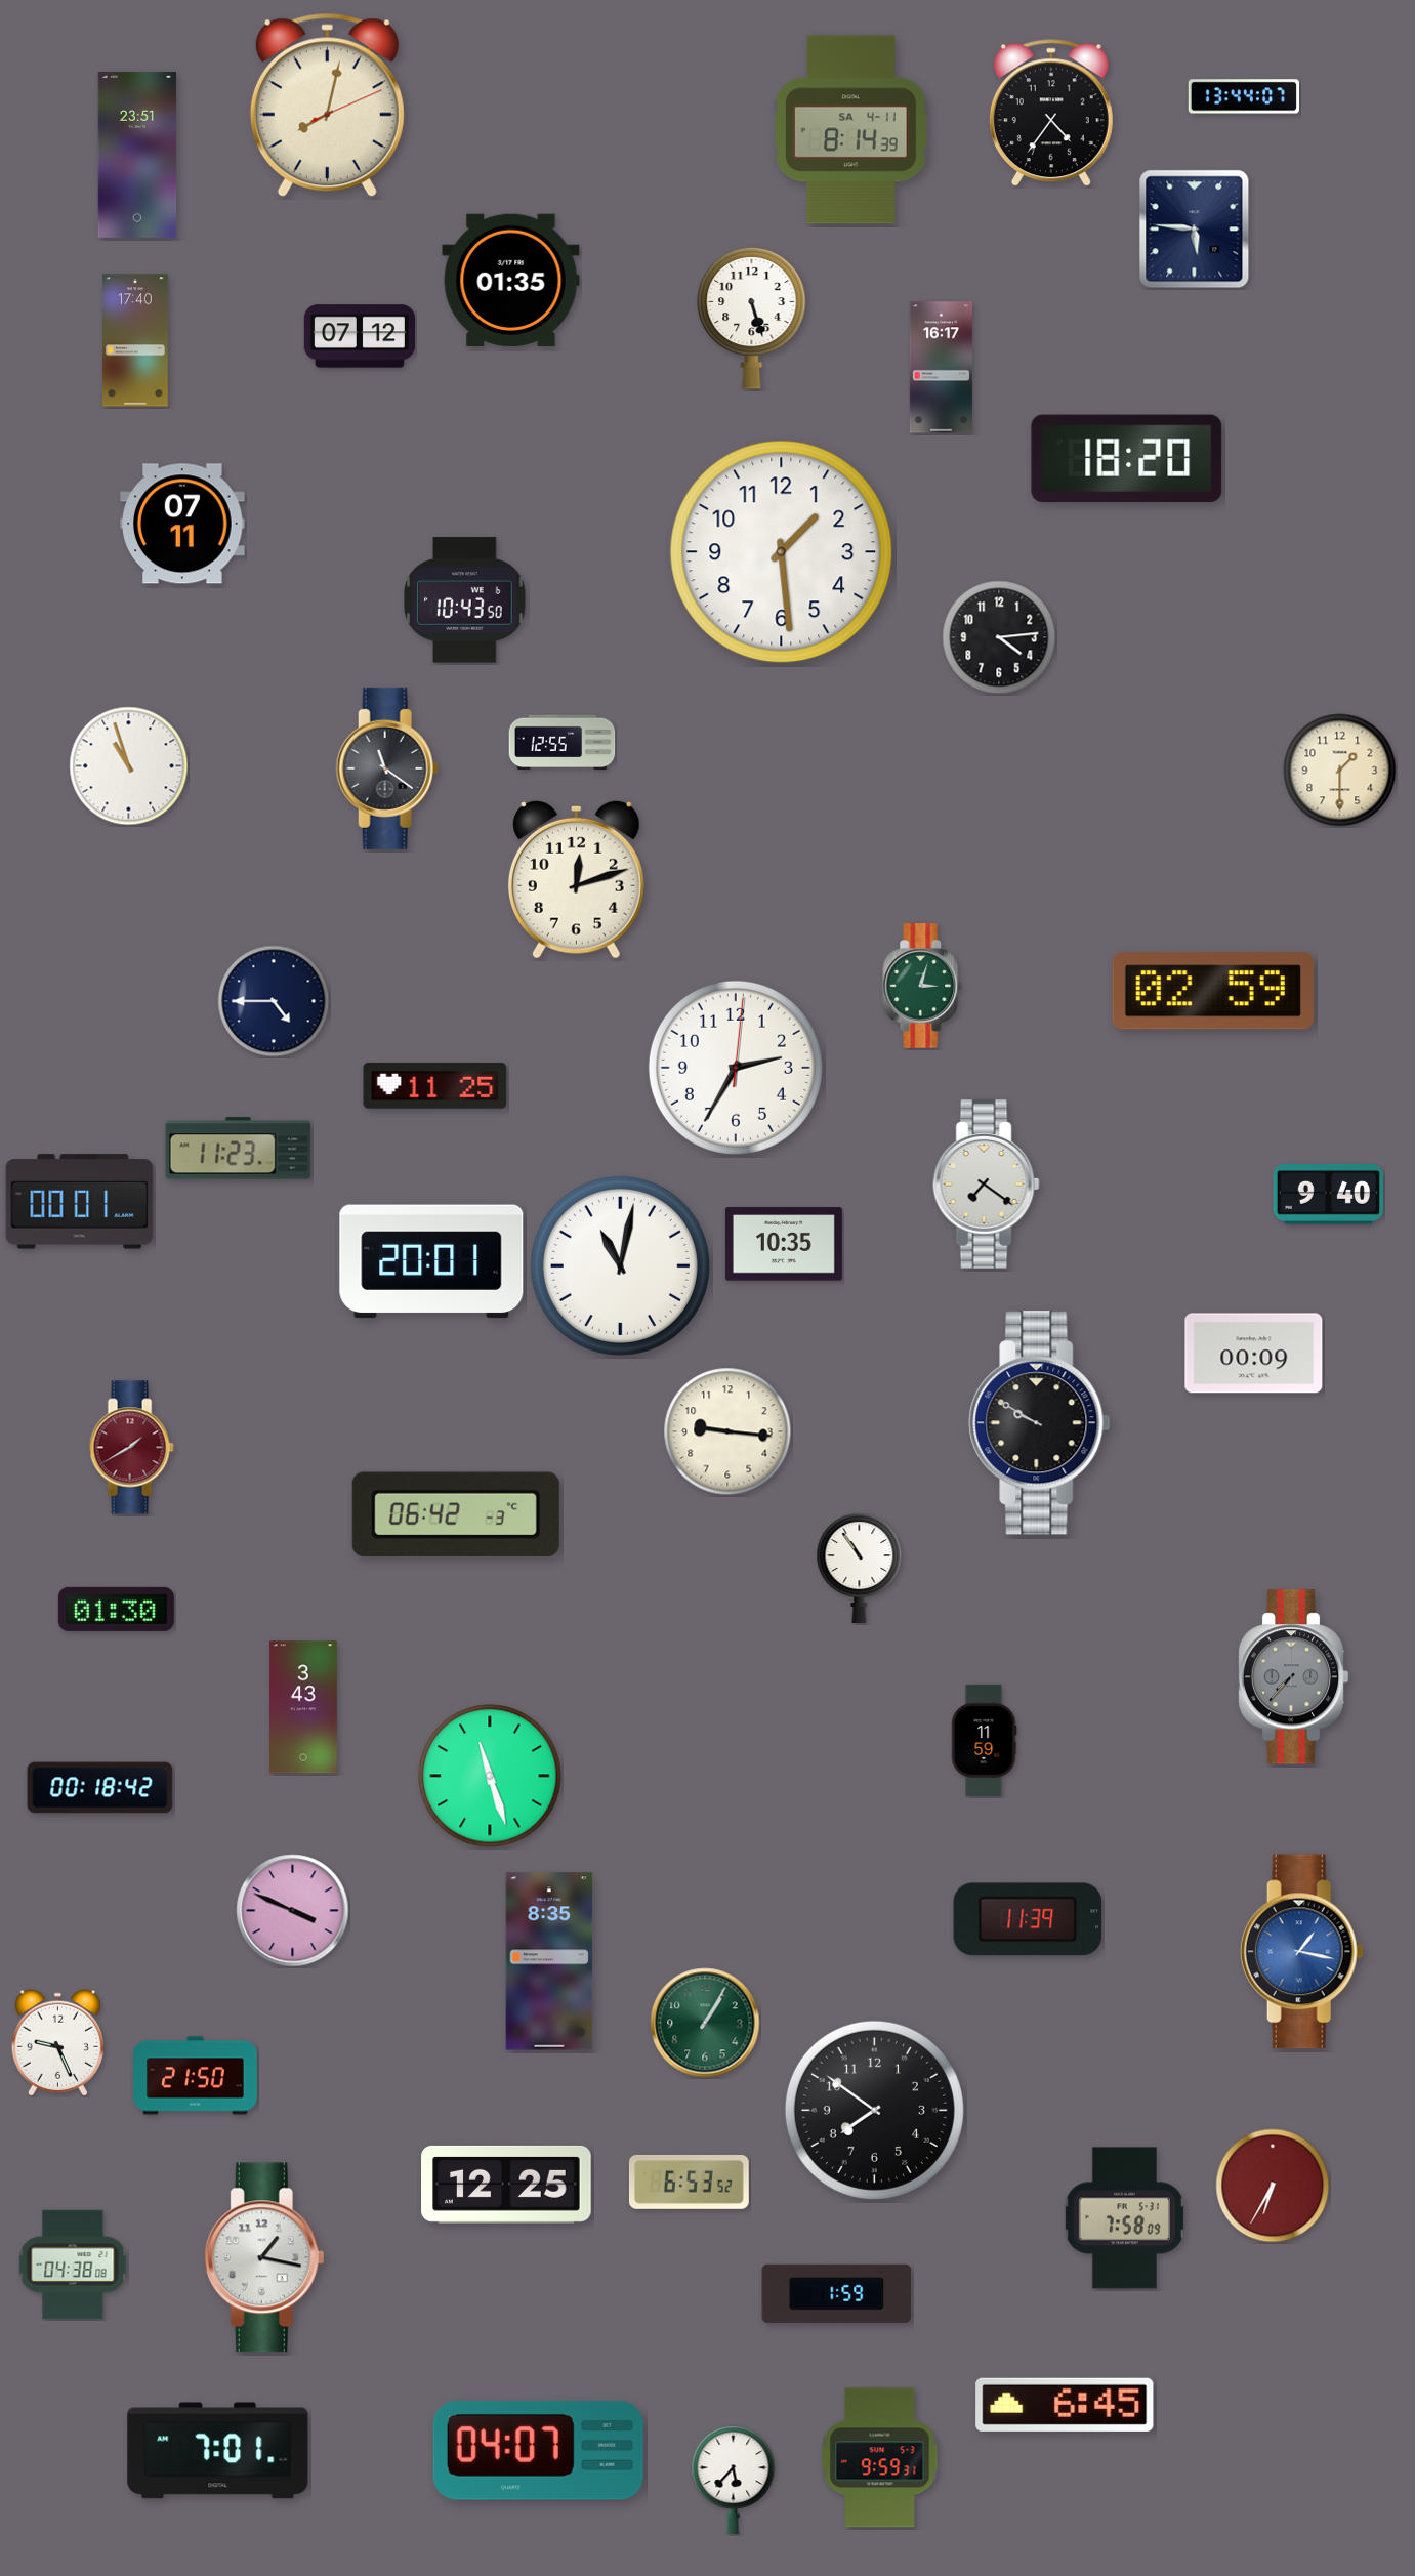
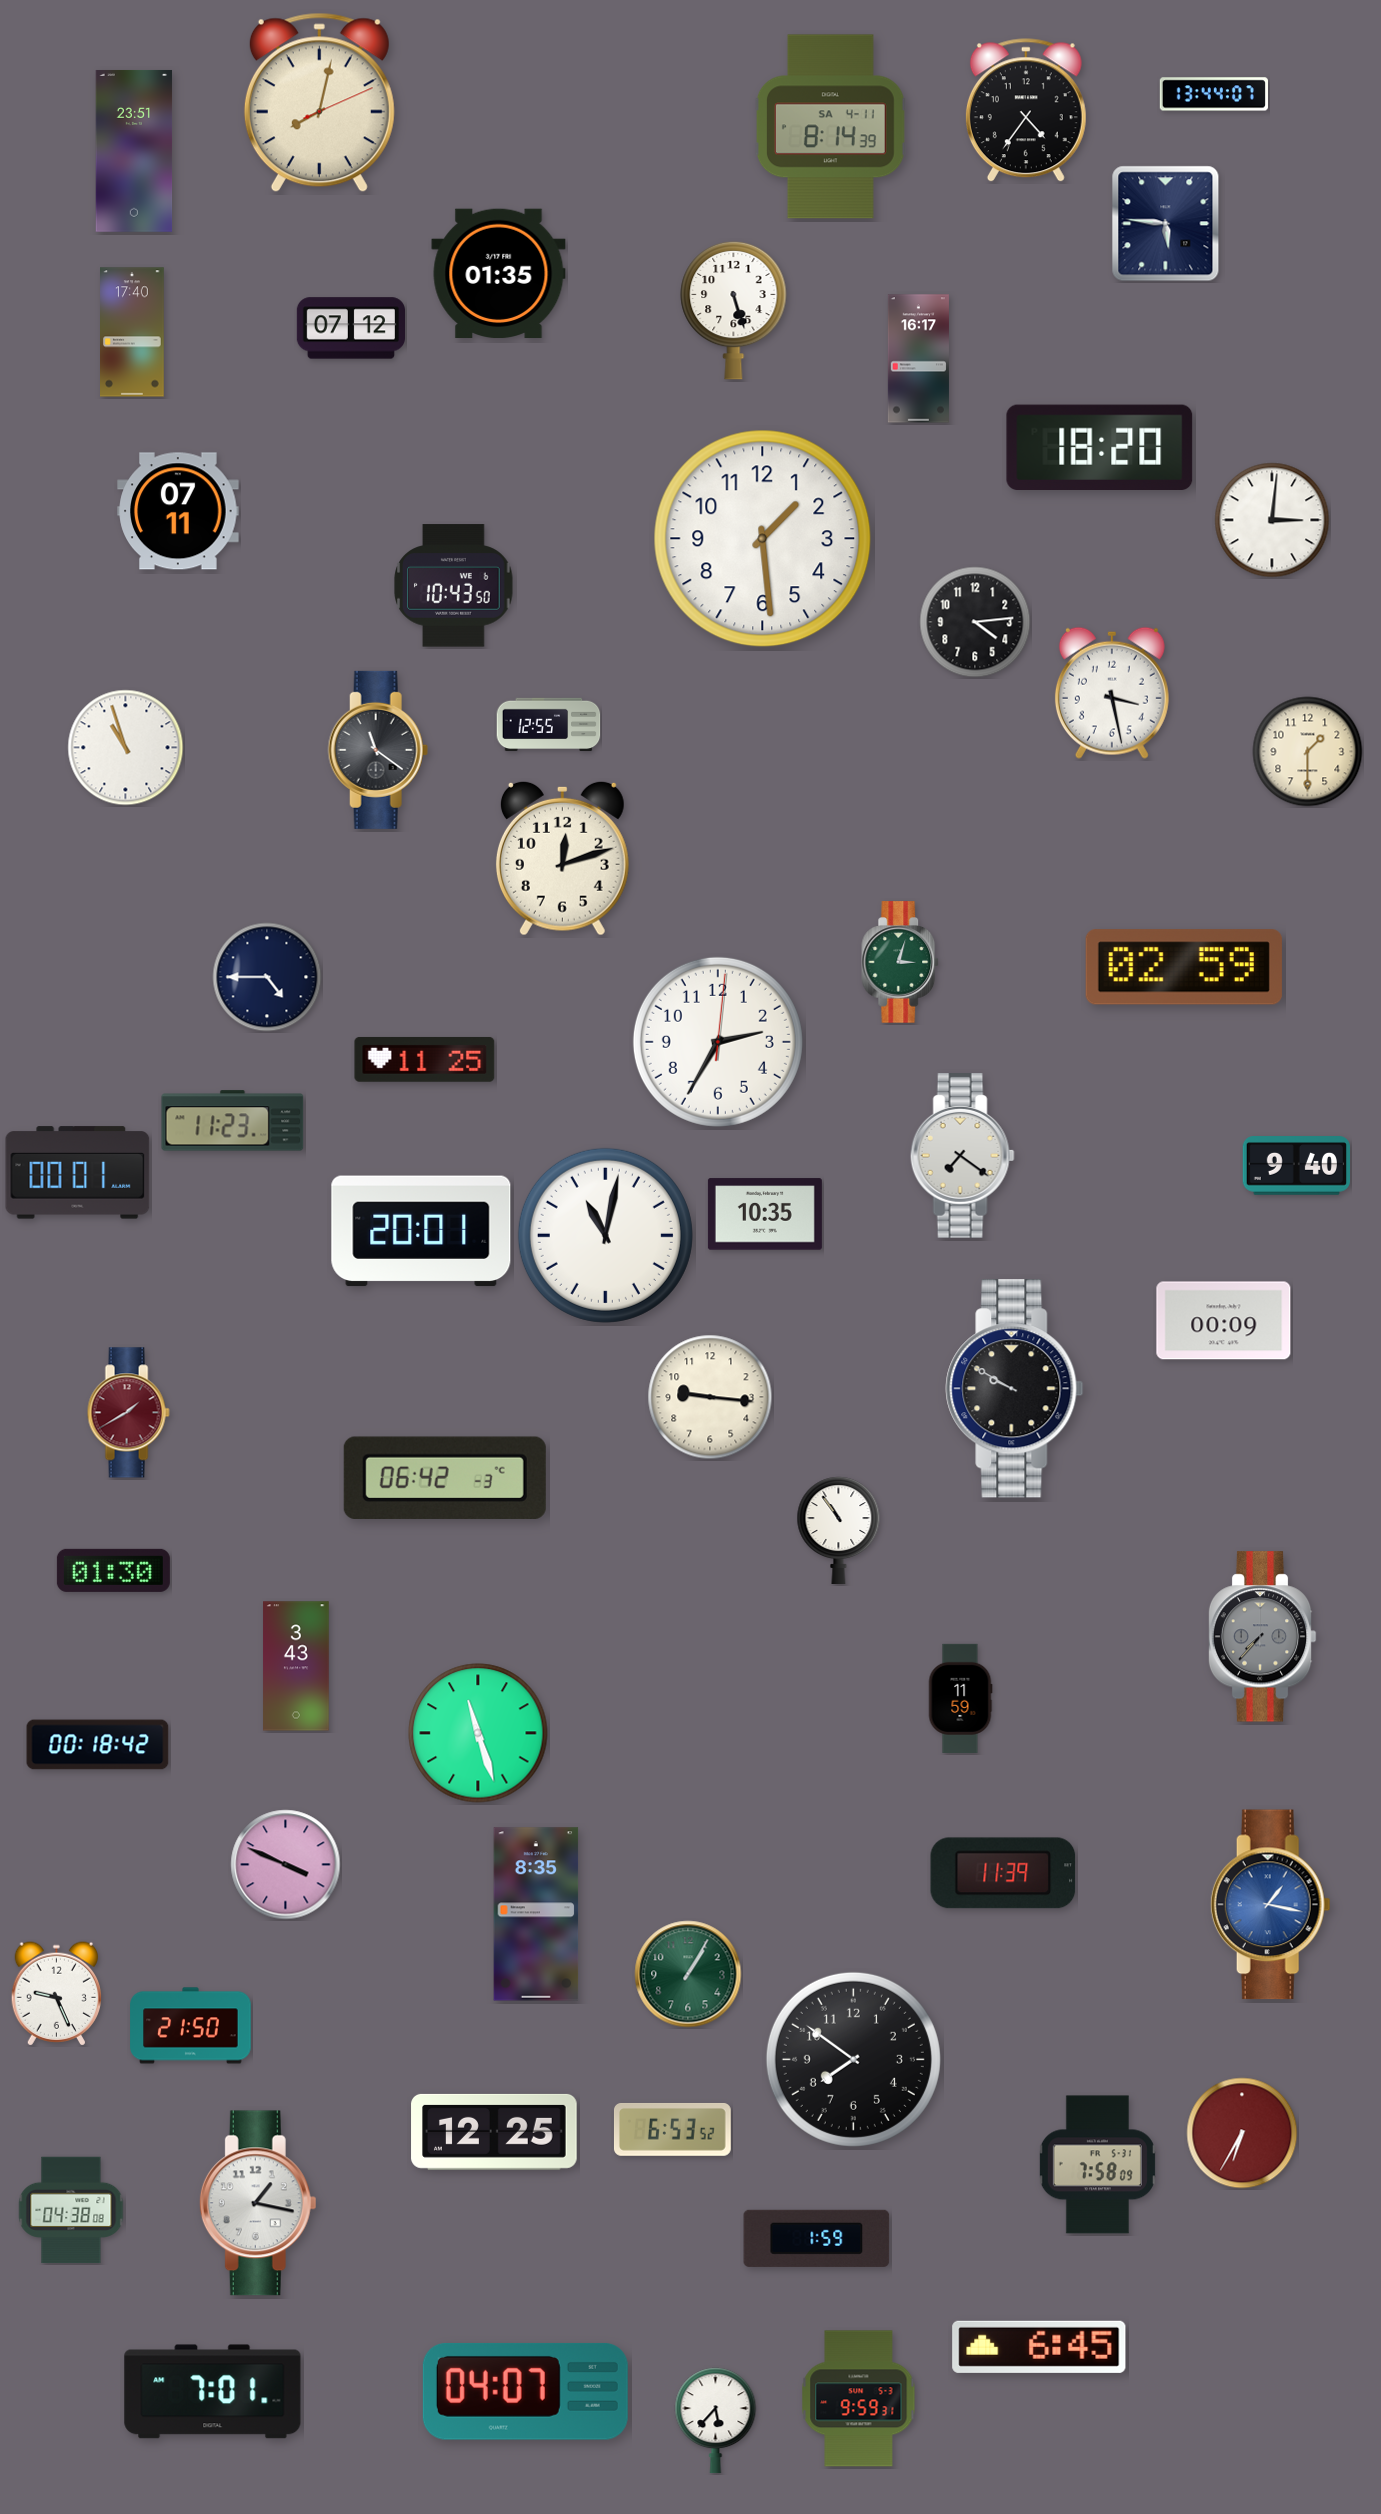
clock at (1272, 520): none -> 3:01
clock at (1112, 693): none -> 3:28
